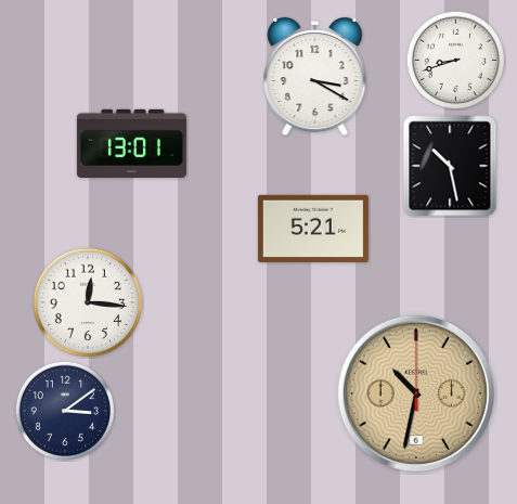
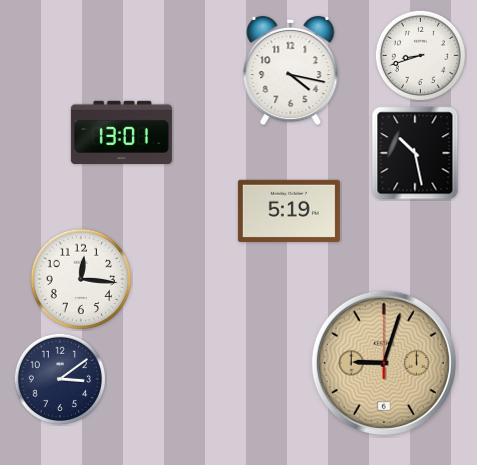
clock at (315, 77): 3:20 -> 4:17
clock at (313, 229): 5:21 -> 5:19
clock at (416, 393): 10:32 -> 9:03
